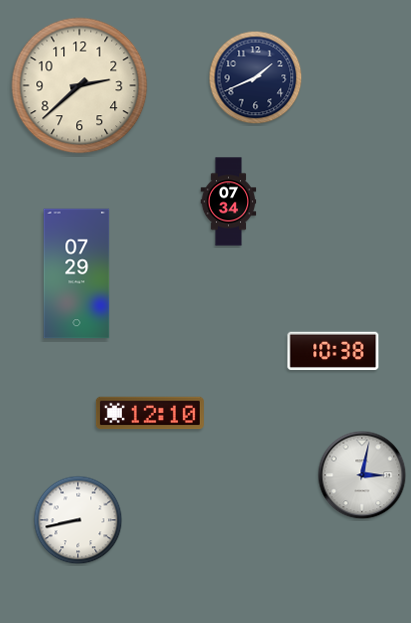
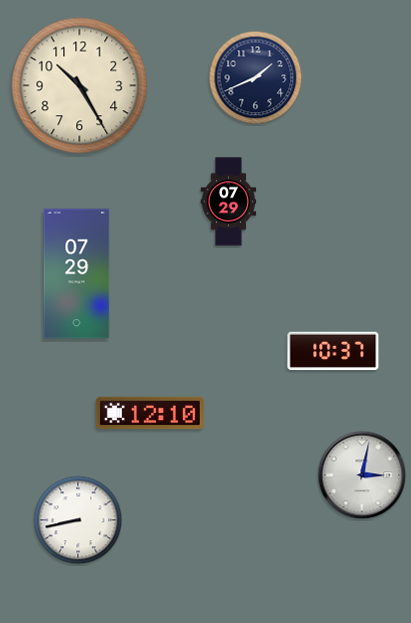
clock at (80, 86): 2:38 -> 10:25
clock at (229, 202): 07:34 -> 07:29
clock at (333, 350): 10:38 -> 10:37
